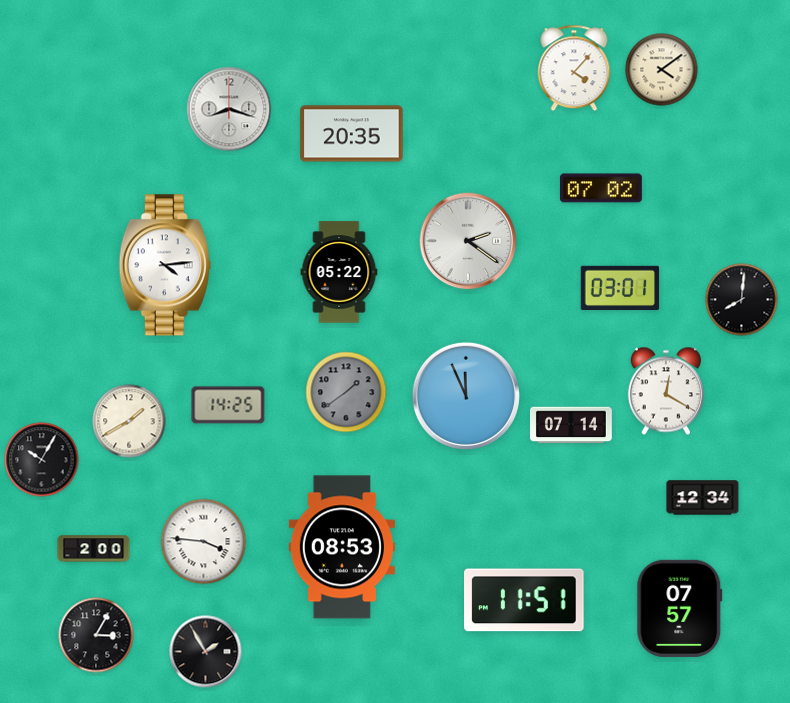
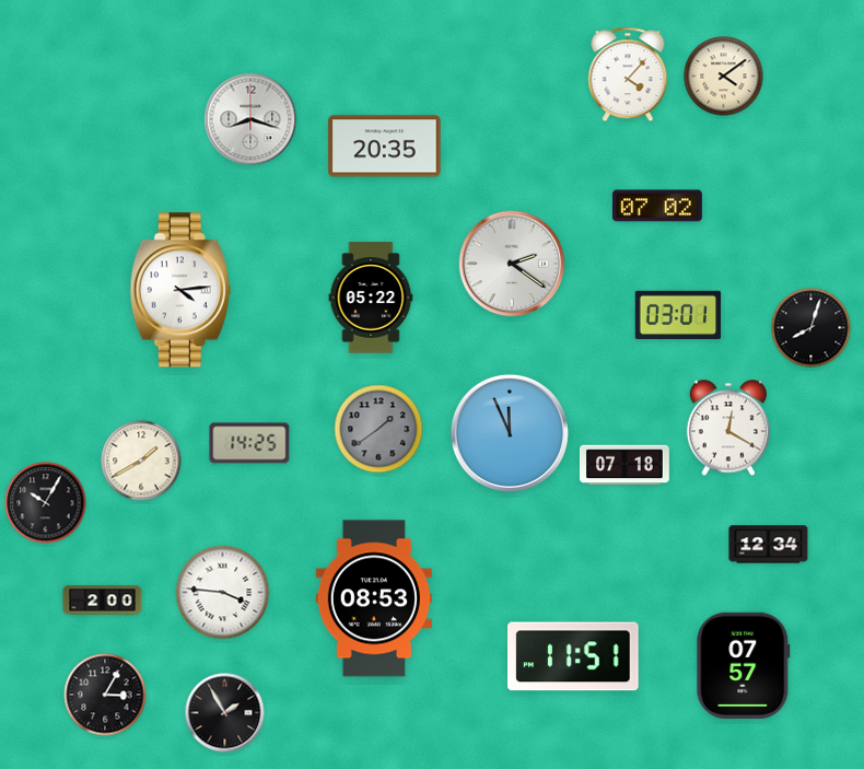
clock at (742, 300): 8:01 -> 8:03
clock at (571, 425): 07:14 -> 07:18
